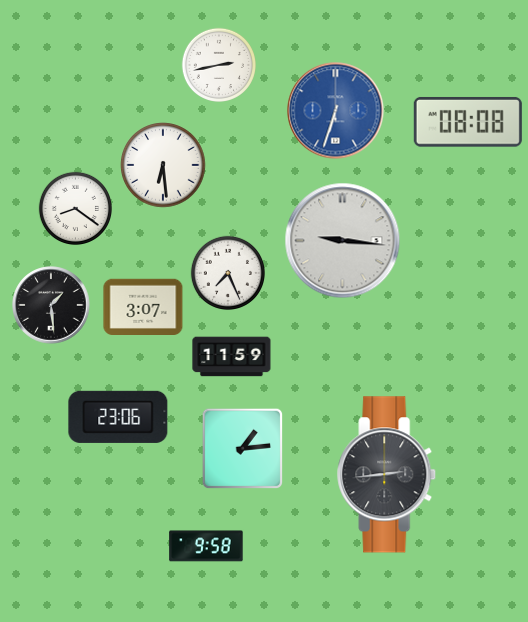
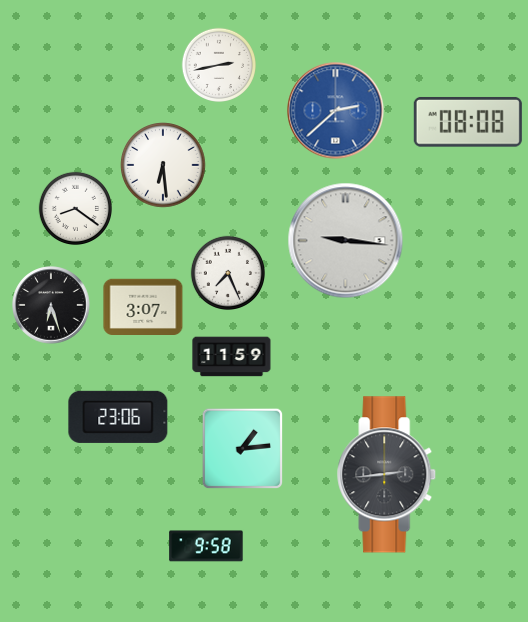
clock at (336, 111): 6:33 -> 2:38
clock at (343, 241) position: (343, 241) -> (346, 241)
clock at (51, 305): 1:29 -> 6:27
